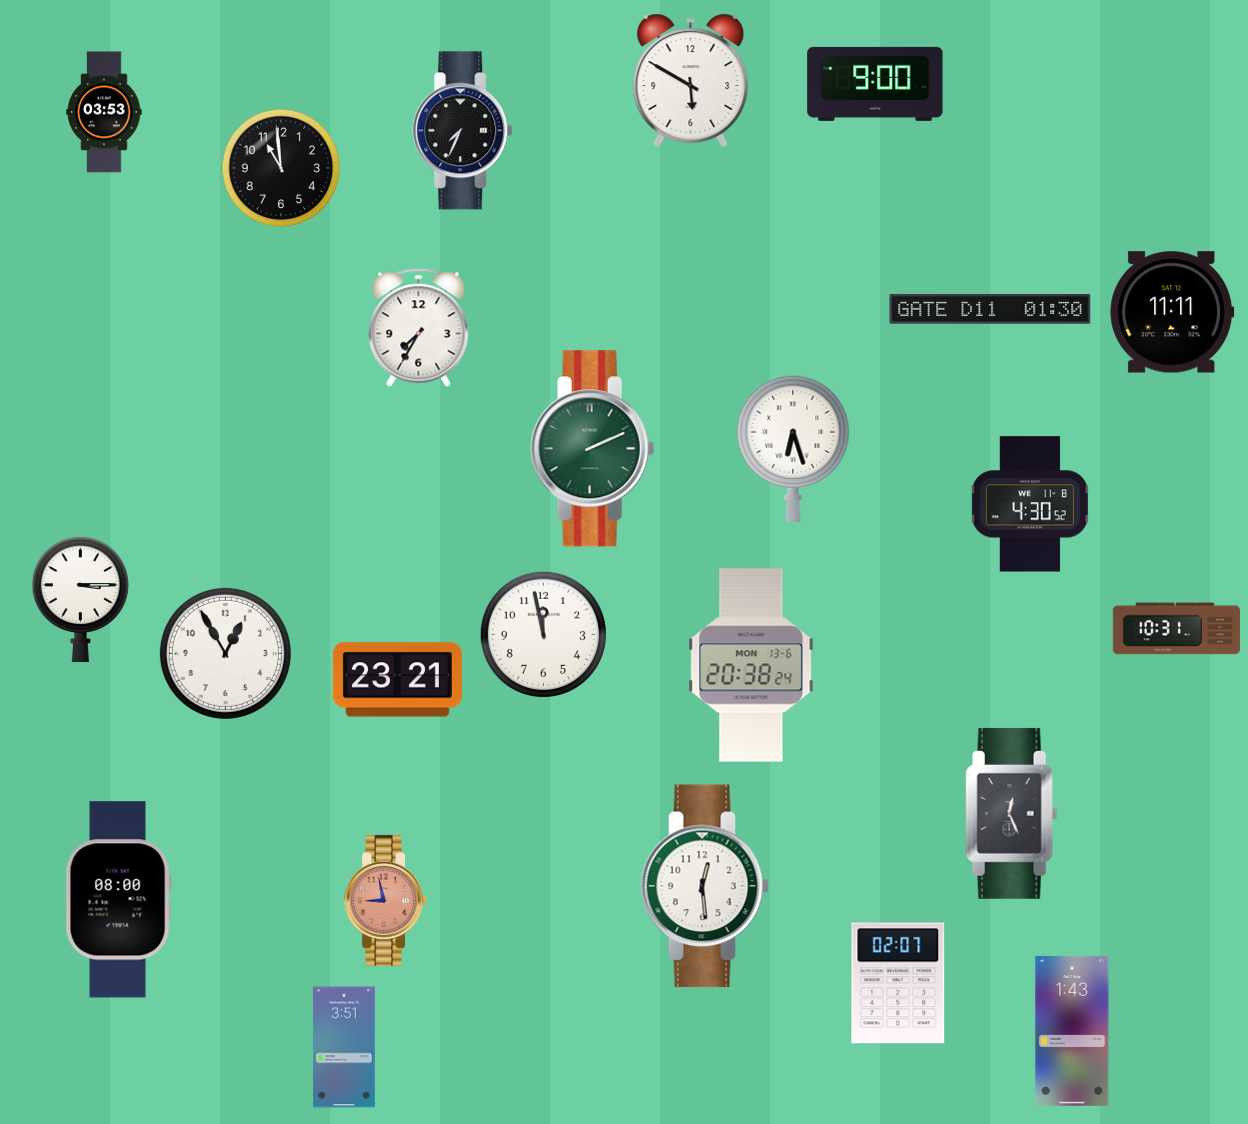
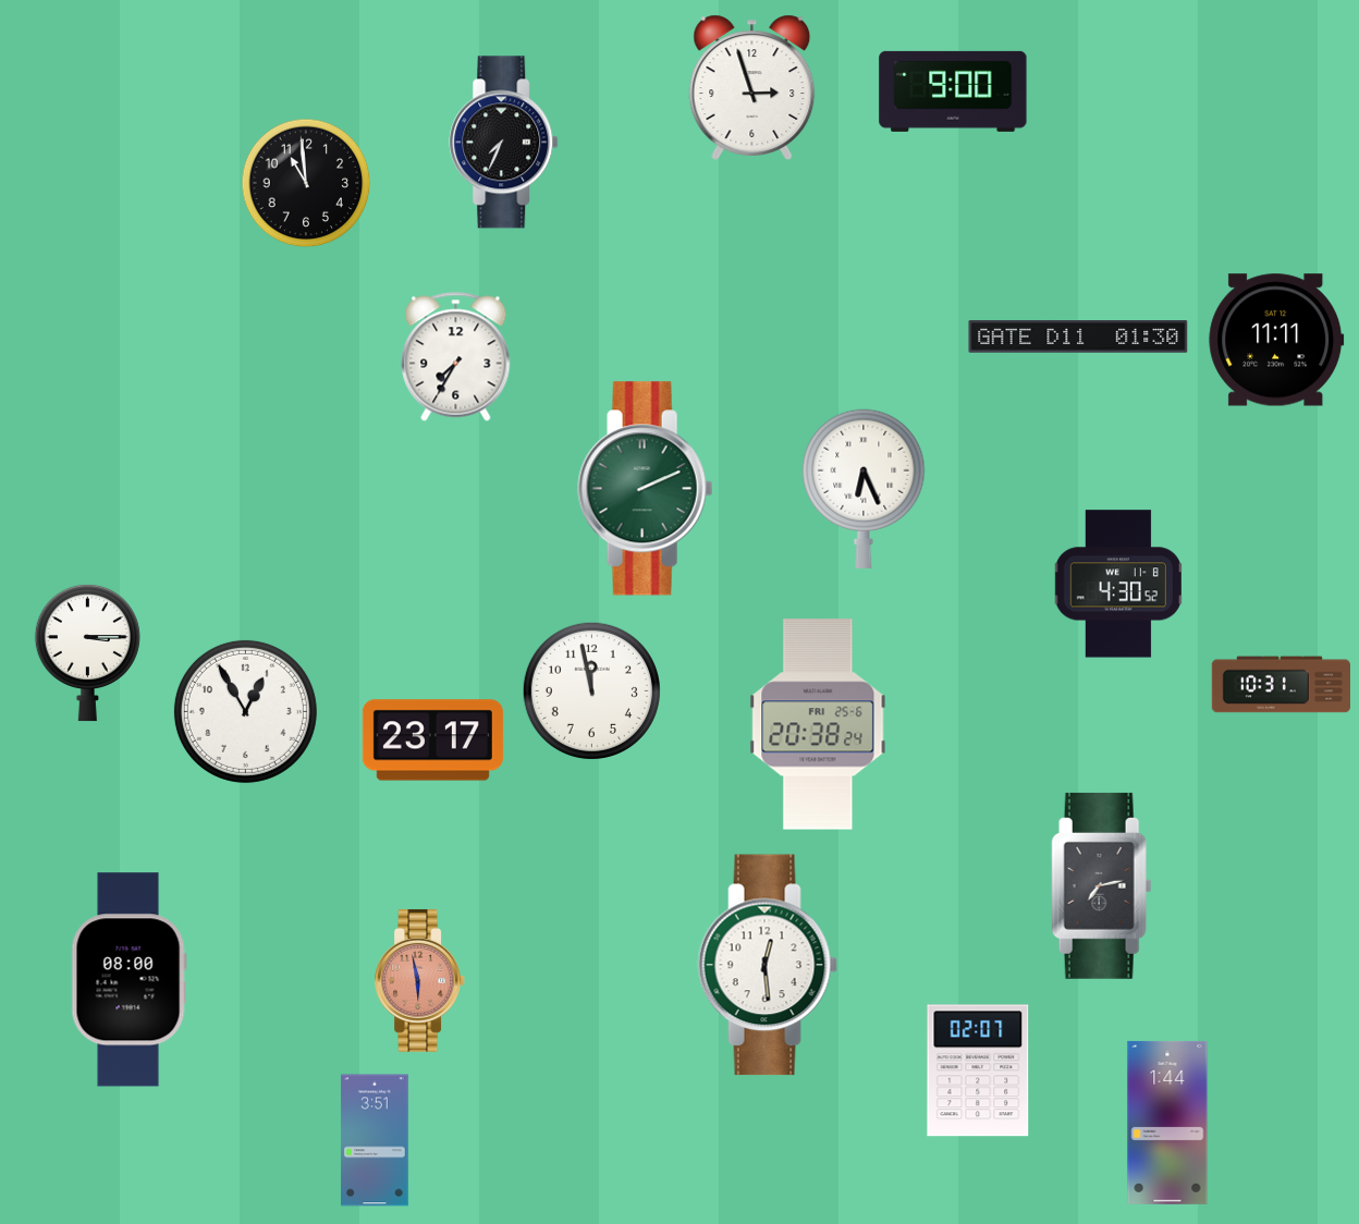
clock at (691, 80): 5:50 -> 2:57
clock at (104, 112): 03:53 -> none
clock at (793, 449): 6:27 -> 6:26
clock at (1030, 504) position: (1030, 504) -> (1118, 584)
clock at (751, 665) date: MON 13-6 -> FRI 25-6
clock at (397, 680): 23:21 -> 23:17
clock at (1012, 813): 12:26 -> 7:13
clock at (386, 900): 8:58 -> 5:58
clock at (1072, 1031): 1:43 -> 1:44
